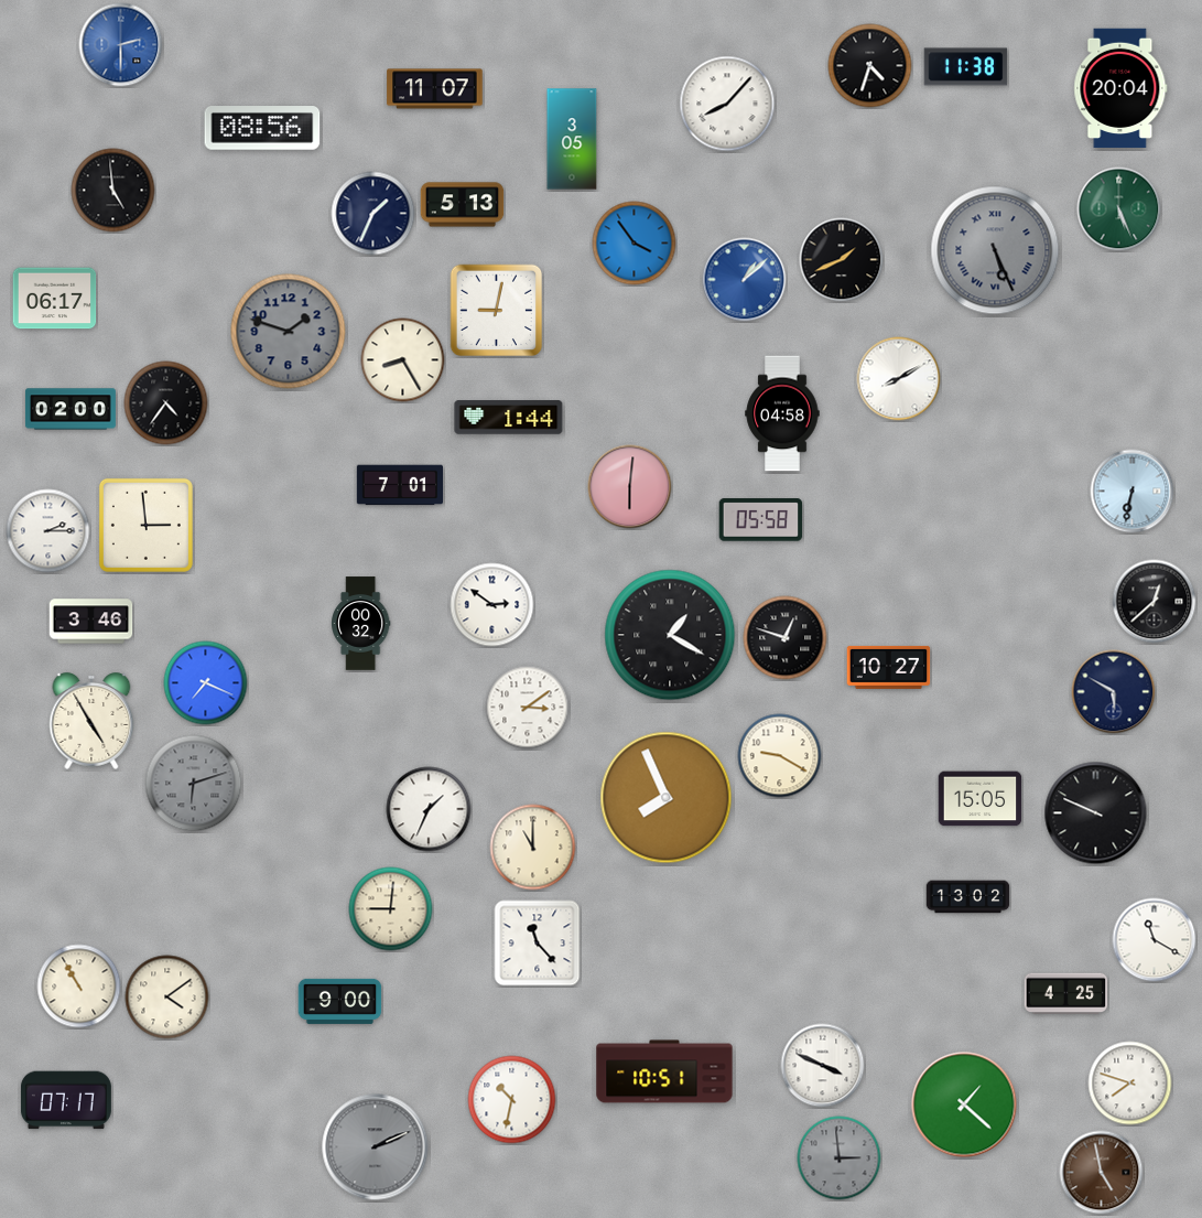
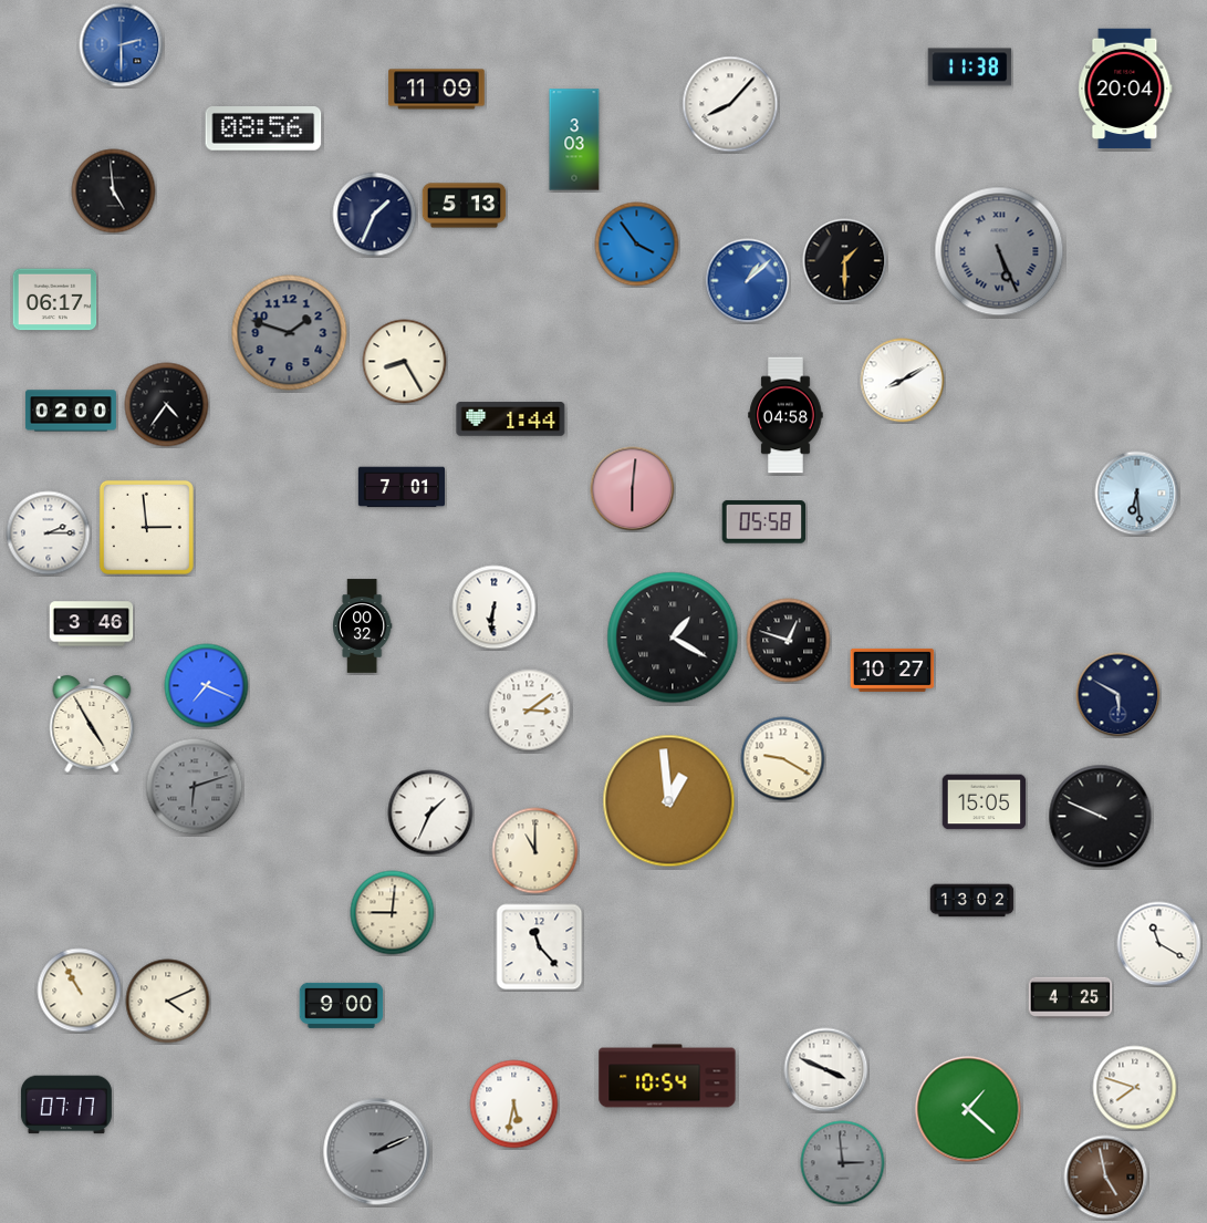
clock at (870, 66): 4:33 -> none
clock at (435, 89): 11:07 -> 11:09
clock at (572, 139): 3:05 -> 3:03
clock at (1119, 209): 5:26 -> none
clock at (842, 260): 1:41 -> 1:30
clock at (497, 311): 9:02 -> none
clock at (1133, 492): 6:32 -> 6:29
clock at (1155, 602): 12:38 -> none
clock at (492, 605): 2:51 -> 6:31
clock at (667, 798): 7:56 -> 12:59
clock at (167, 998): 4:09 -> 4:11
clock at (664, 1071): 10:51 -> 10:54
clock at (512, 1100): 10:32 -> 5:32
